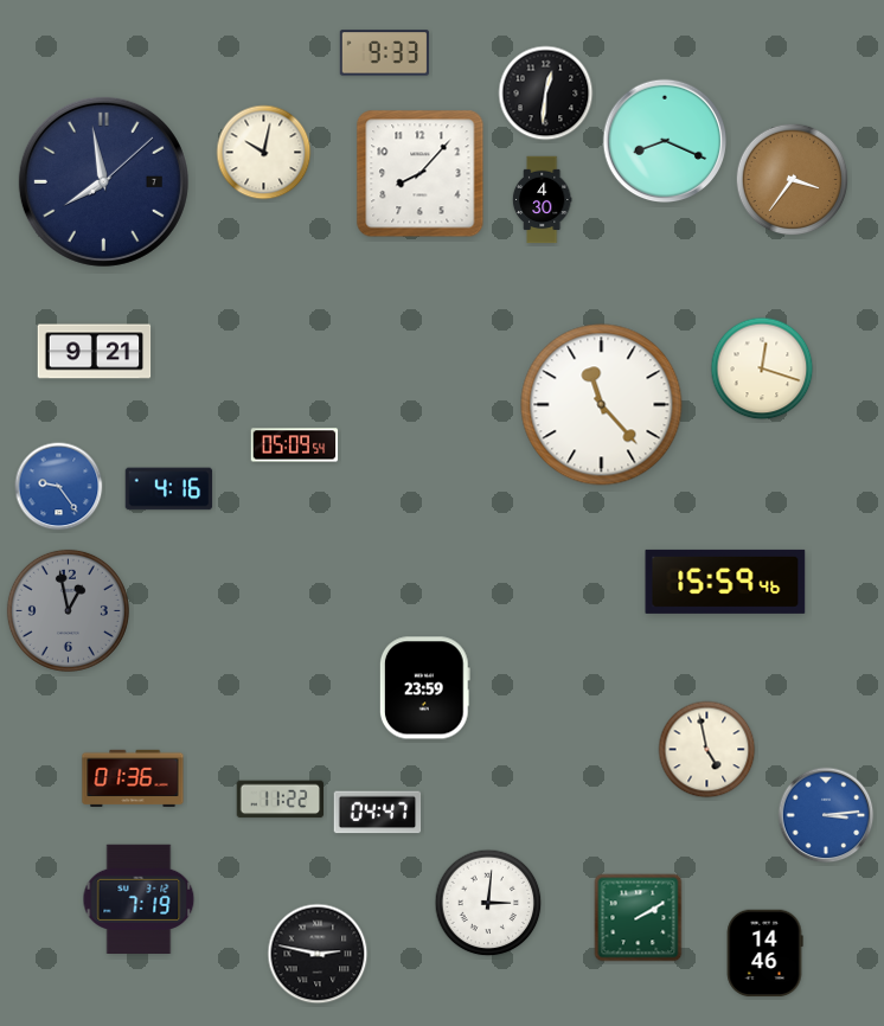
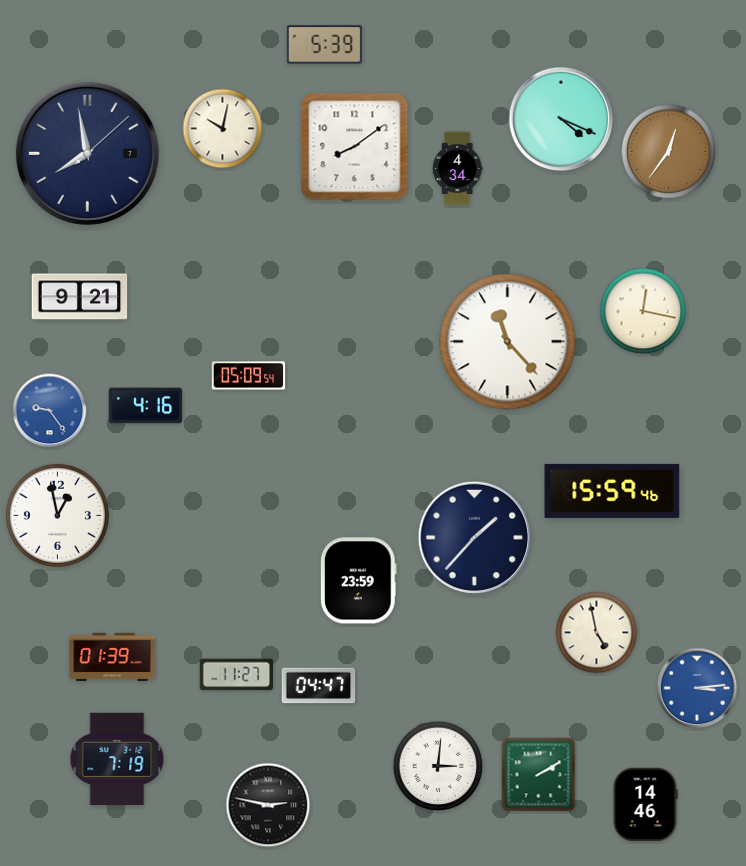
clock at (384, 53): 9:33 -> 5:39
clock at (546, 94): 12:31 -> none
clock at (665, 141): 8:19 -> 4:19
clock at (421, 174): 8:07 -> 8:09
clock at (793, 180): 3:36 -> 12:36
clock at (542, 200): 4:30 -> 4:34
clock at (762, 368): 12:18 -> 12:17
clock at (169, 489) position: (169, 489) -> (146, 406)
clock at (68, 610) dial: grey -> white
clock at (474, 537): none -> 1:37
clock at (133, 777): 01:36 -> 01:39
clock at (281, 800): 11:22 -> 11:27
clock at (488, 903) position: (488, 903) -> (438, 766)
